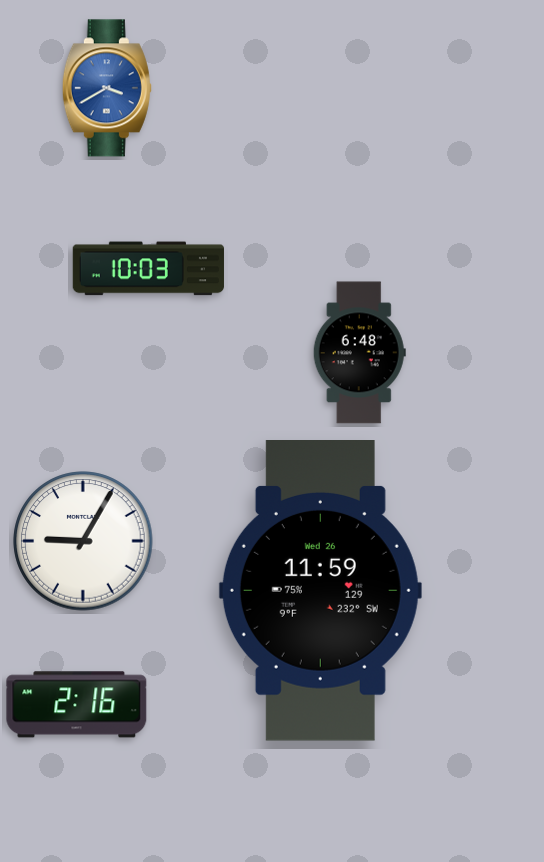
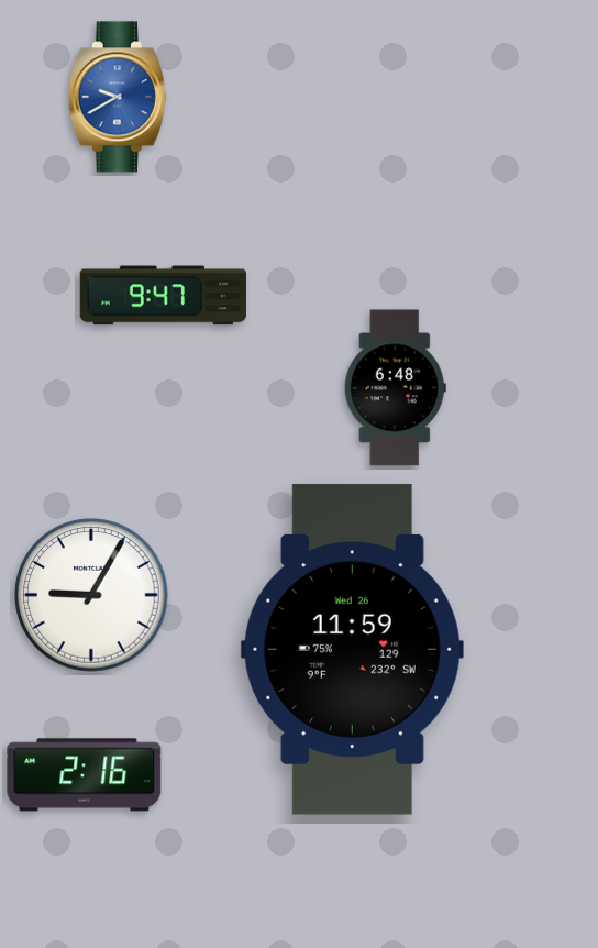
clock at (107, 88): 3:40 -> 9:40
clock at (148, 269): 10:03 -> 9:47
